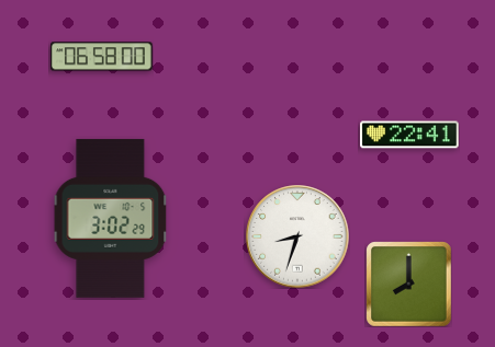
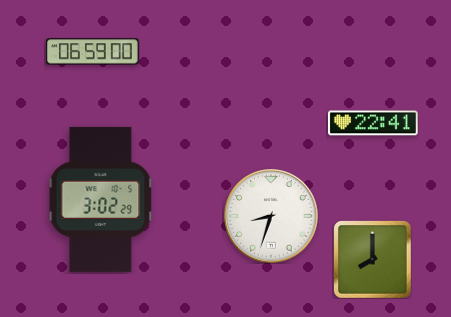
clock at (102, 57): 06:58 -> 06:59
